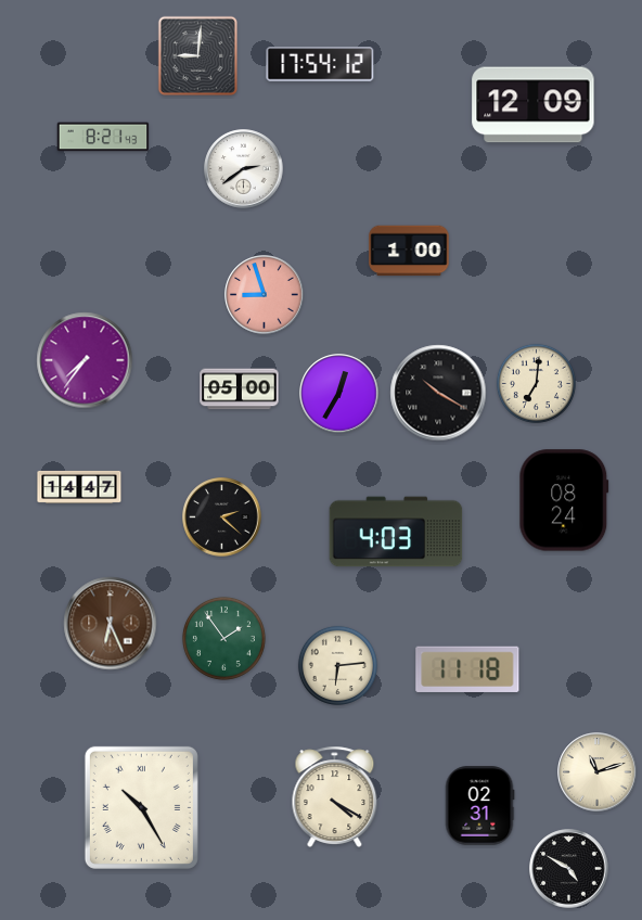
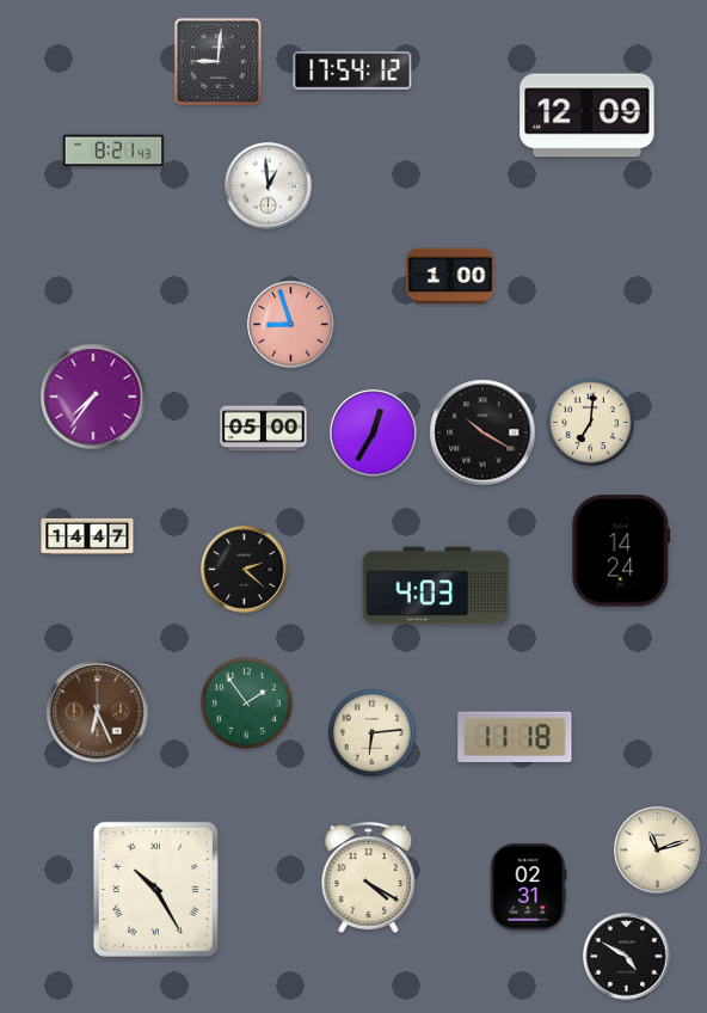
clock at (244, 169): 2:39 -> 12:59
clock at (564, 500): 08:24 -> 14:24
clock at (111, 624) position: (111, 624) -> (98, 712)
